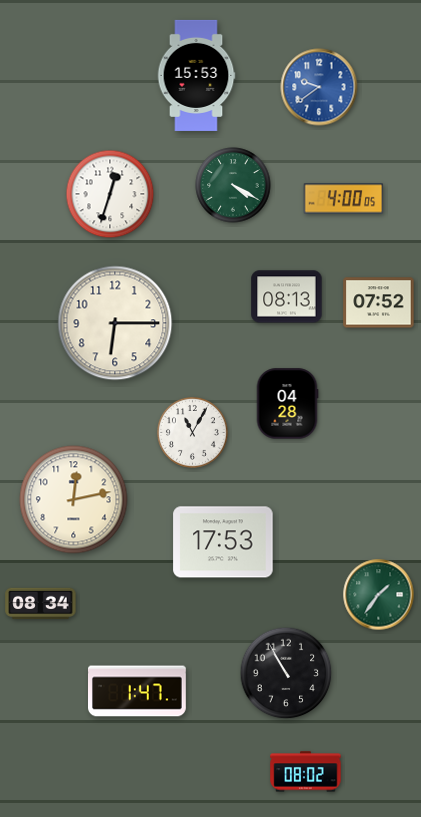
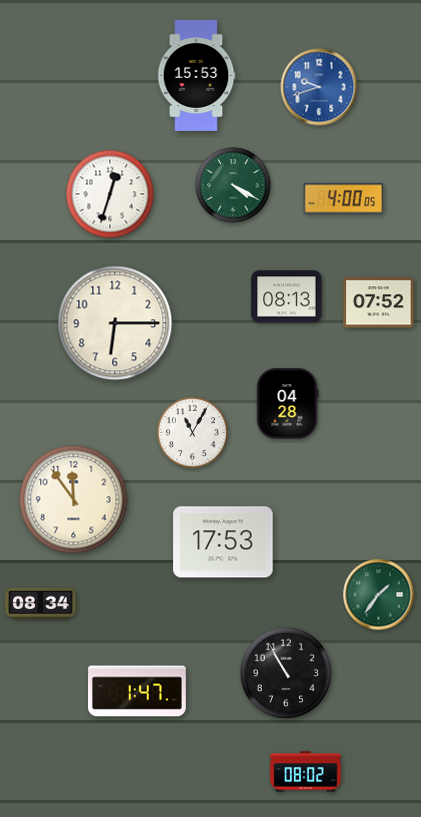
clock at (319, 87): 9:39 -> 9:42
clock at (74, 500): 12:13 -> 11:54
